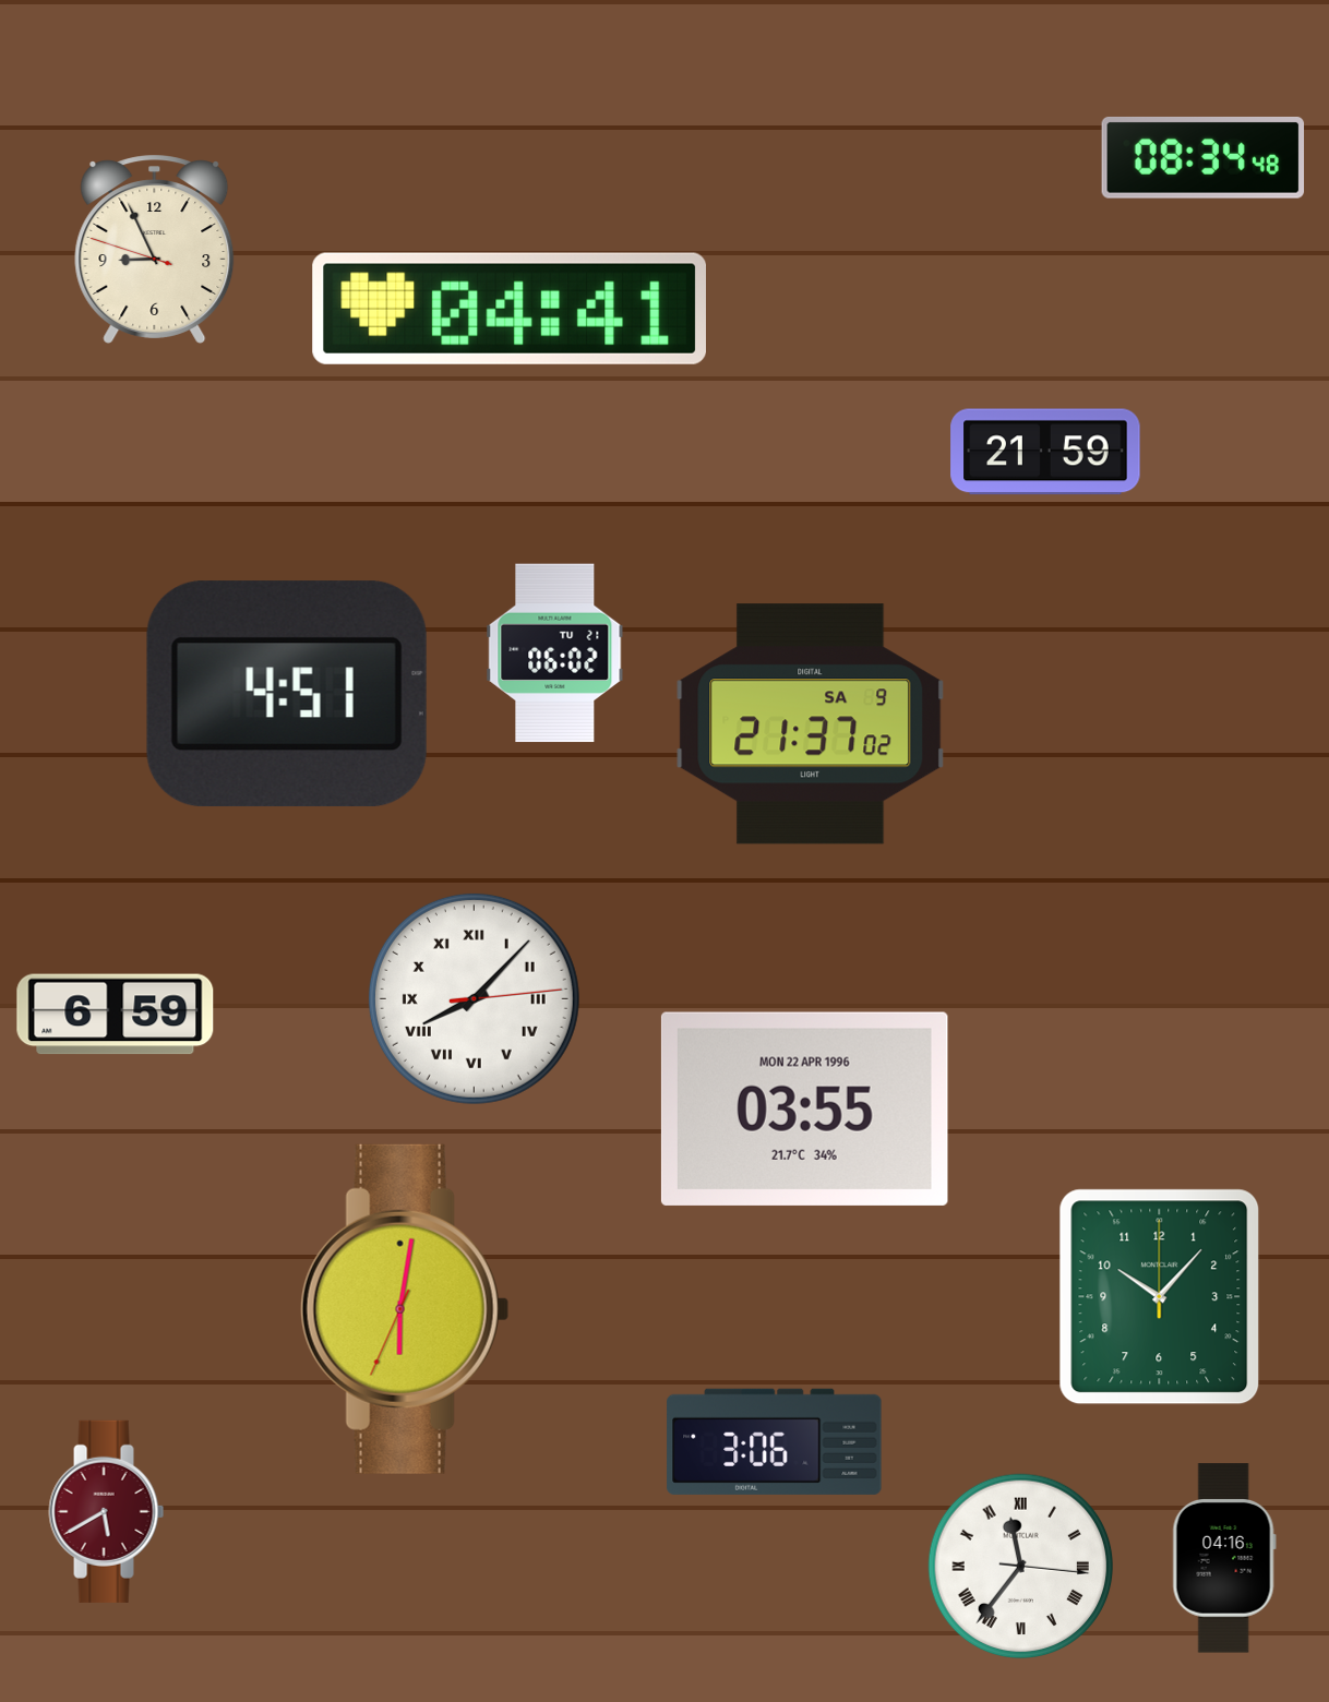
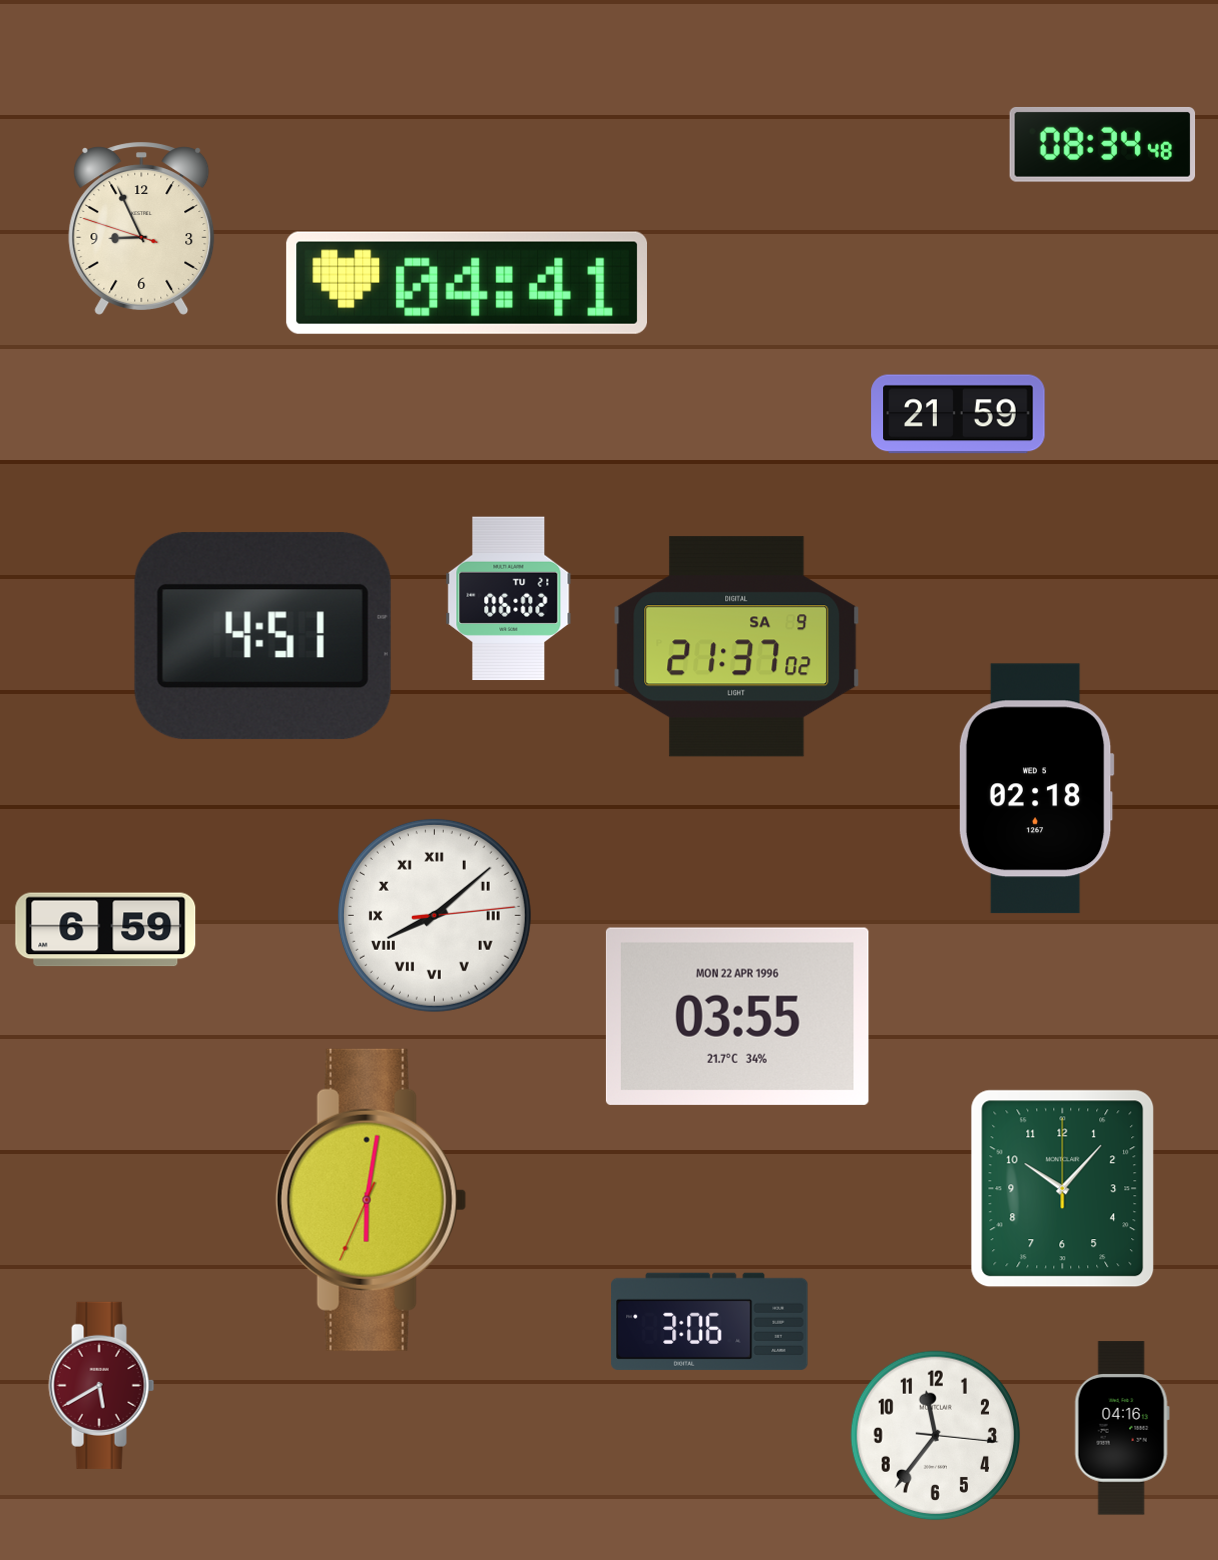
clock at (811, 724) position: (811, 724) -> (737, 647)
clock at (1036, 789): none -> 02:18
clock at (474, 998): 8:07 -> 8:08
clock at (107, 1511) position: (107, 1511) -> (102, 1385)
clock at (1021, 1567) numerals: Roman -> Arabic
